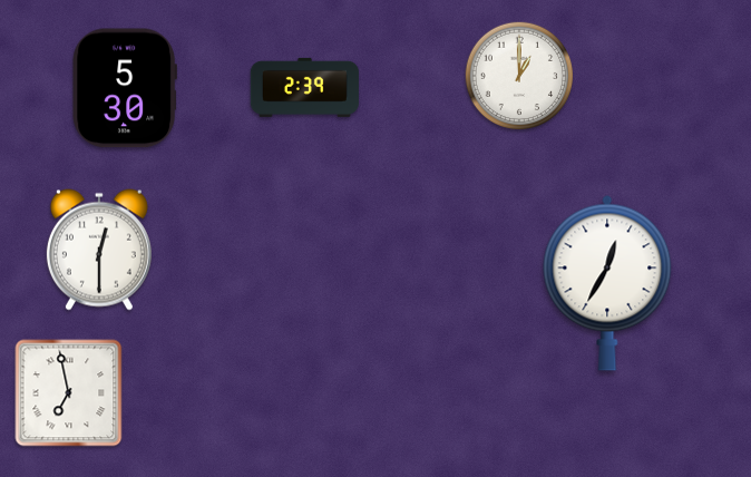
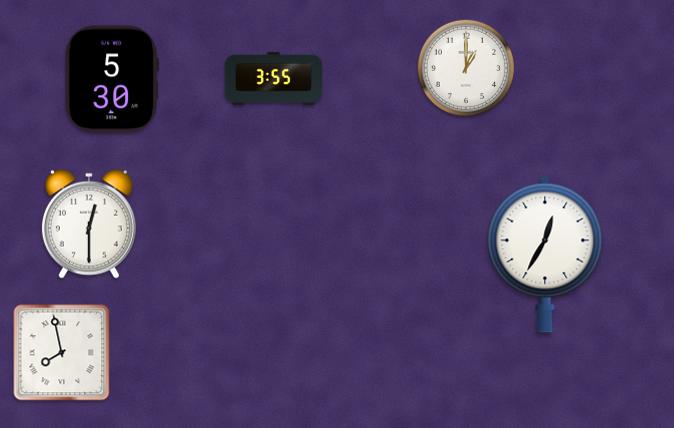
clock at (304, 87): 2:39 -> 3:55
clock at (69, 393): 6:58 -> 7:58
